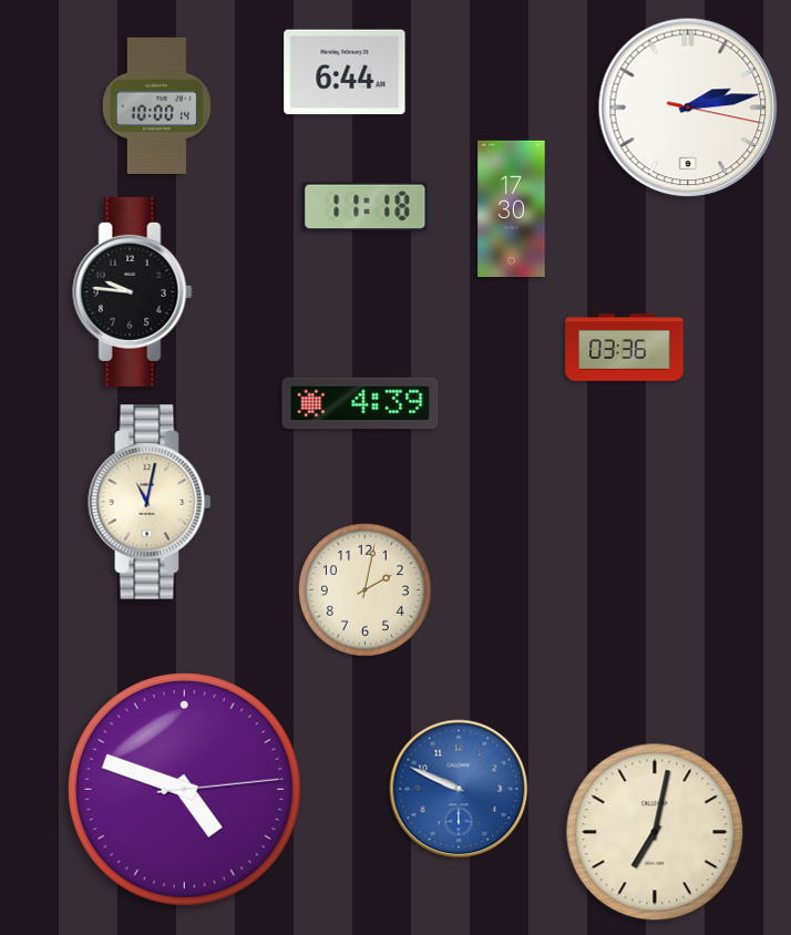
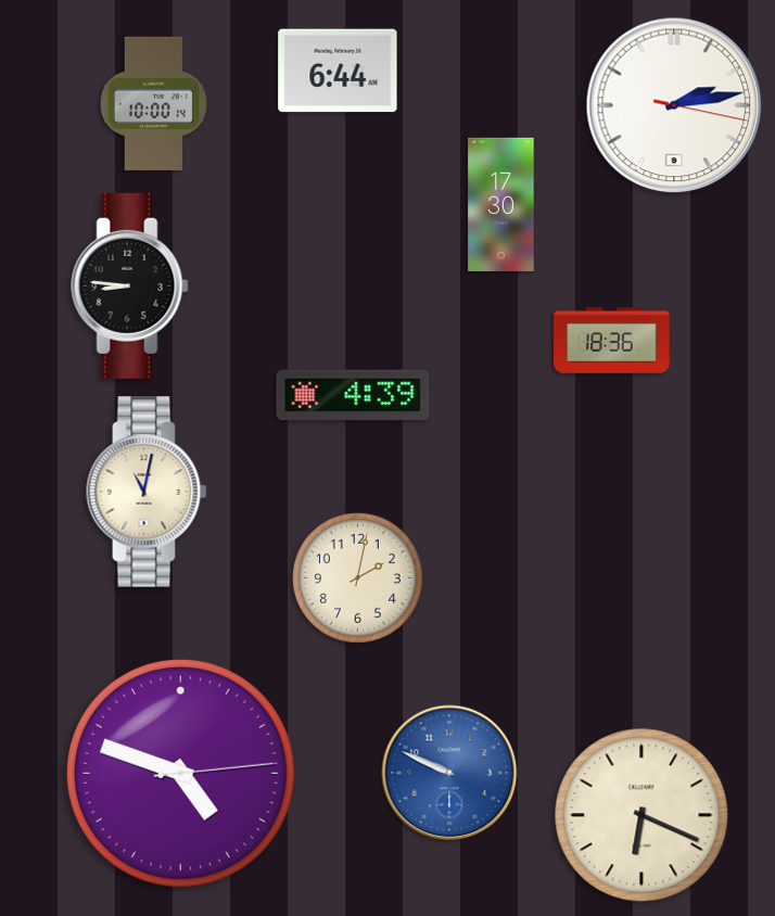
clock at (366, 207): 11:18 -> none
clock at (133, 291): 9:46 -> 8:46
clock at (625, 348): 03:36 -> 18:36
clock at (655, 832): 7:02 -> 6:19
